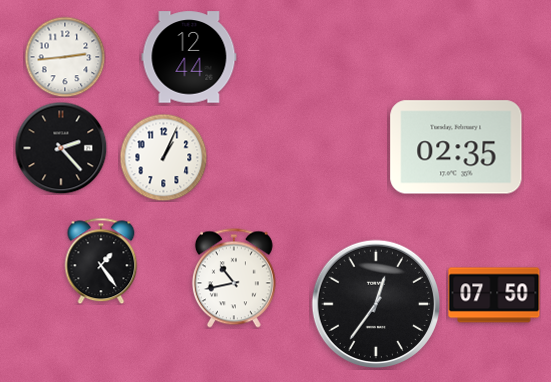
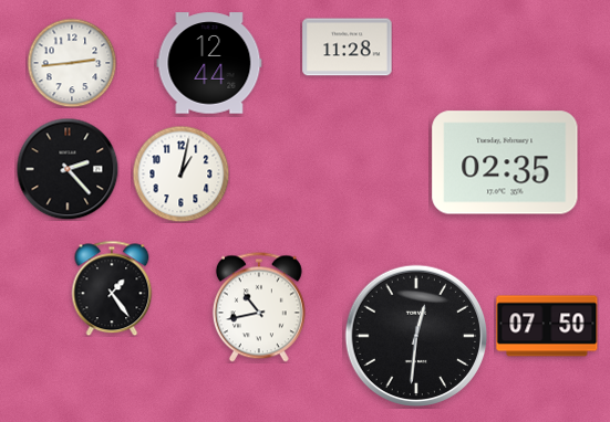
clock at (348, 48): none -> 11:28
clock at (61, 148) position: (61, 148) -> (68, 169)
clock at (163, 157): 1:04 -> 1:02
clock at (376, 304): 12:36 -> 12:31
